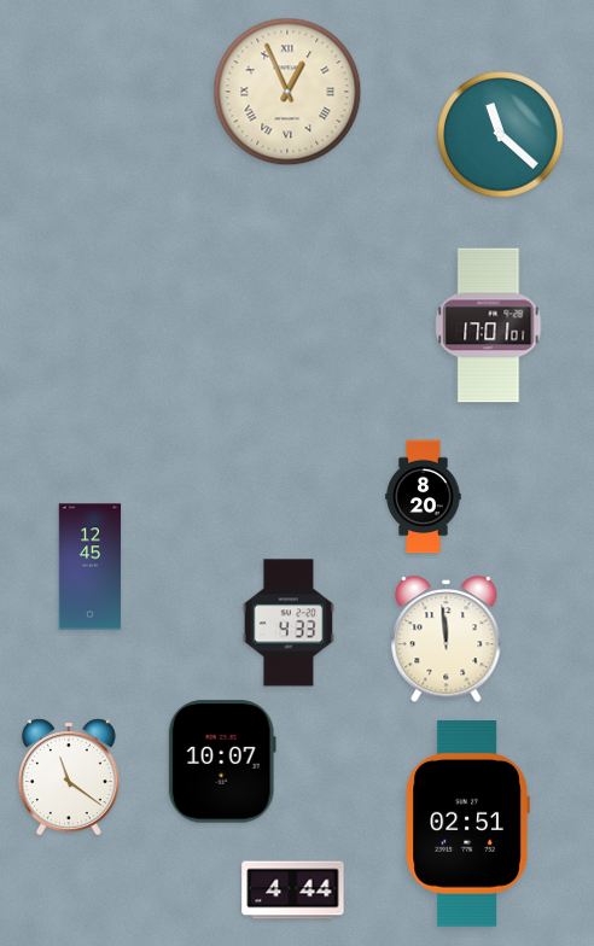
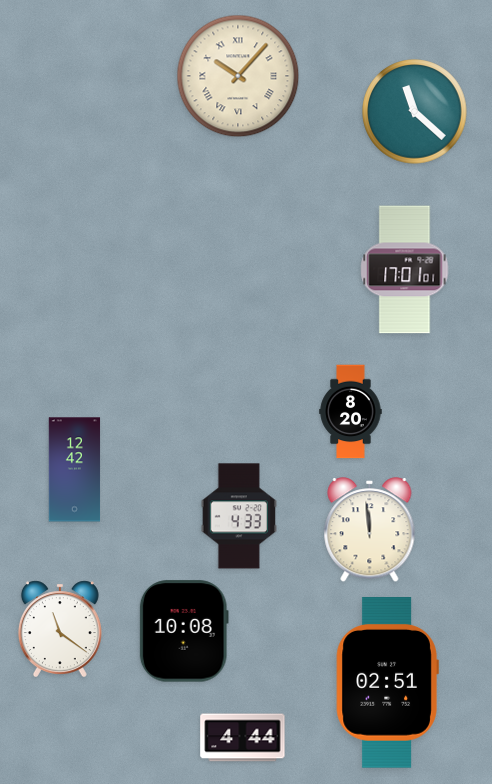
clock at (287, 92): 12:56 -> 10:07
clock at (91, 567): 12:45 -> 12:42
clock at (222, 761): 10:07 -> 10:08
clock at (69, 776) position: (69, 776) -> (60, 628)
